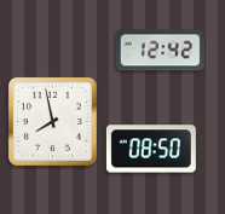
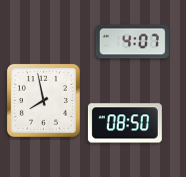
clock at (160, 51): 12:42 -> 4:07
